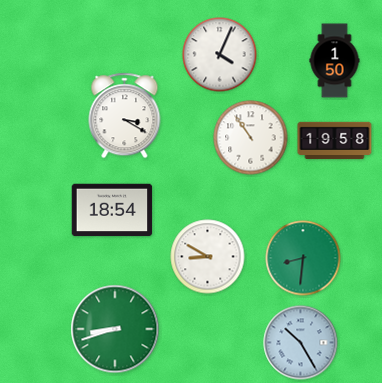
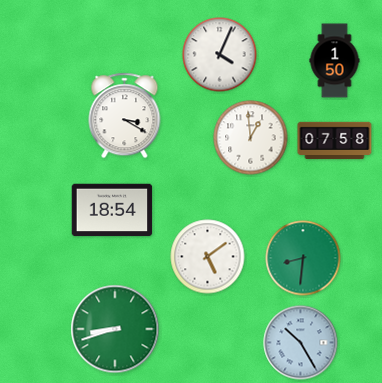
clock at (251, 138): 10:54 -> 12:59
clock at (335, 141): 19:58 -> 07:58
clock at (208, 257): 8:50 -> 5:09
